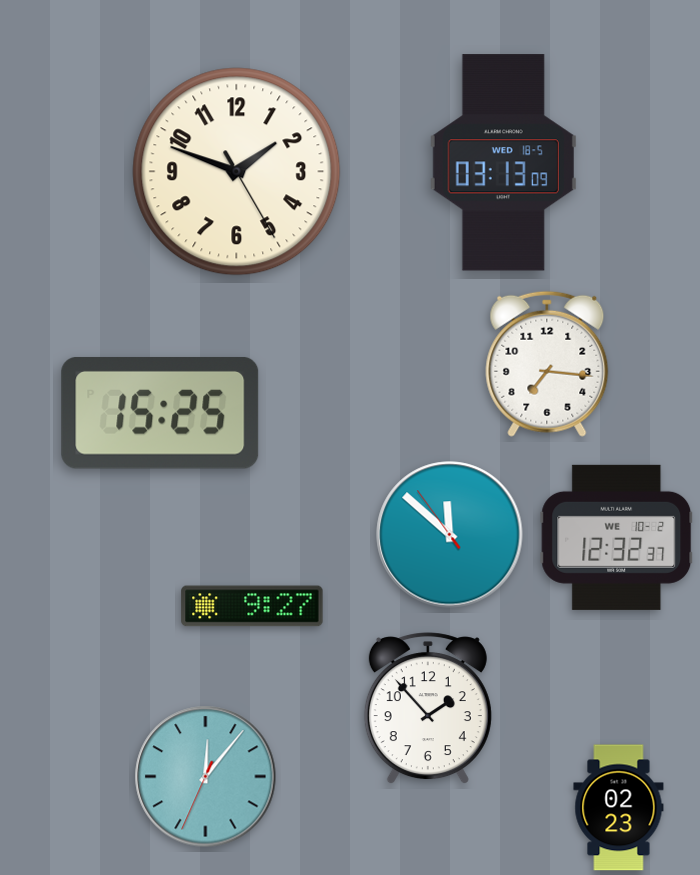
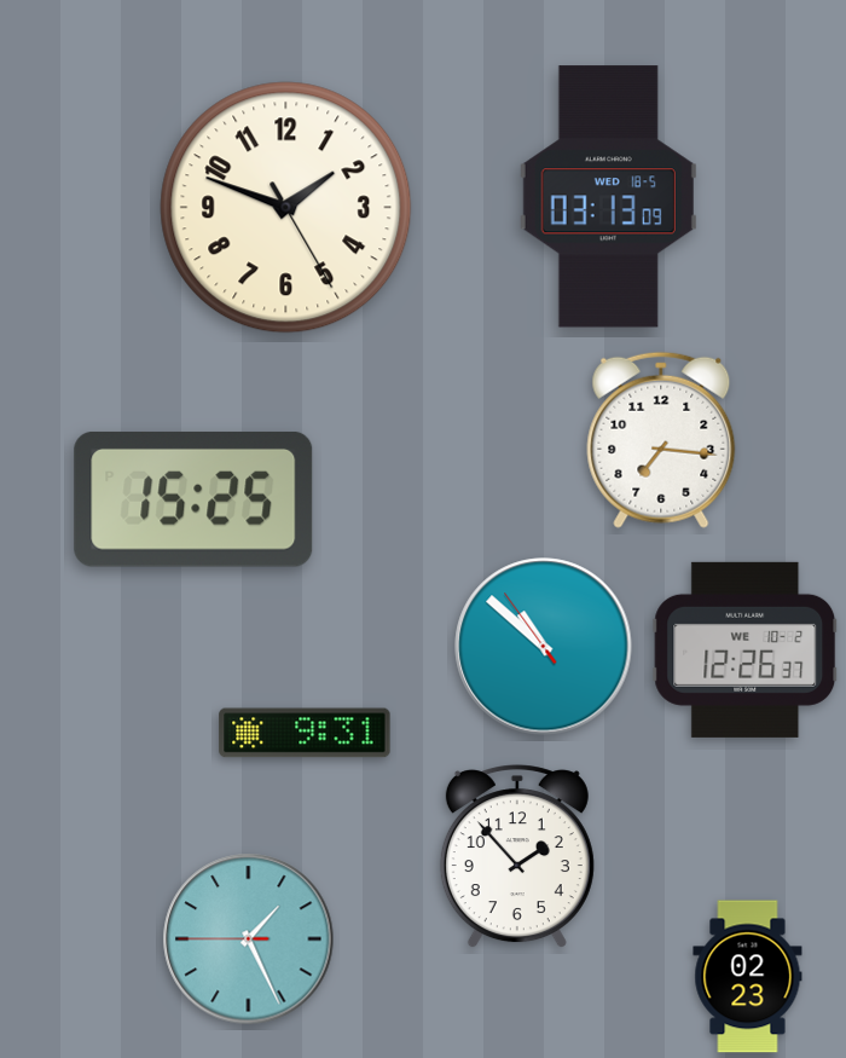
clock at (450, 535): 11:51 -> 10:51
clock at (617, 537): 12:32 -> 12:26
clock at (252, 606): 9:27 -> 9:31
clock at (206, 777): 12:06 -> 1:25
